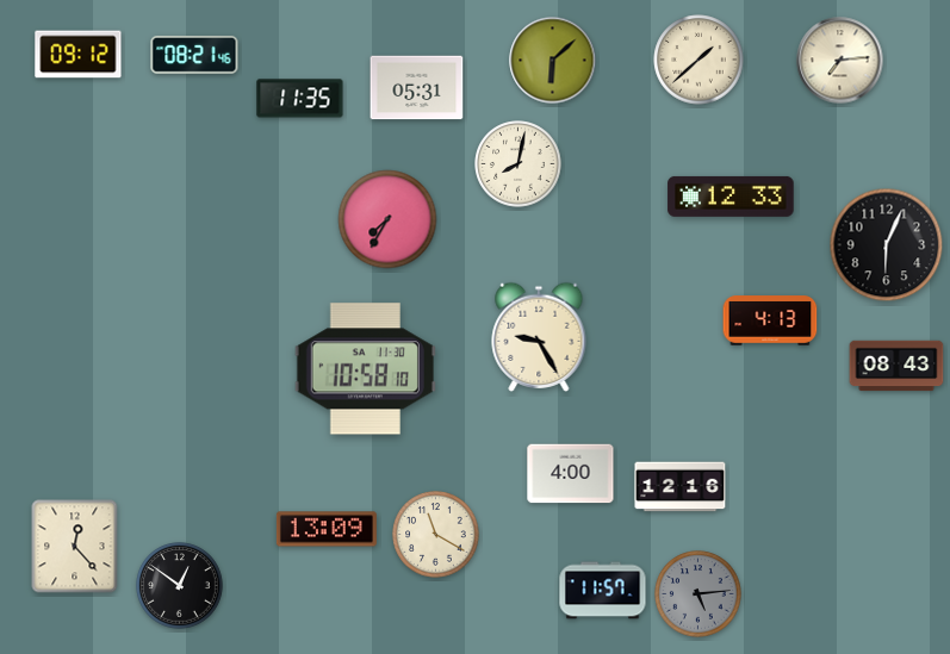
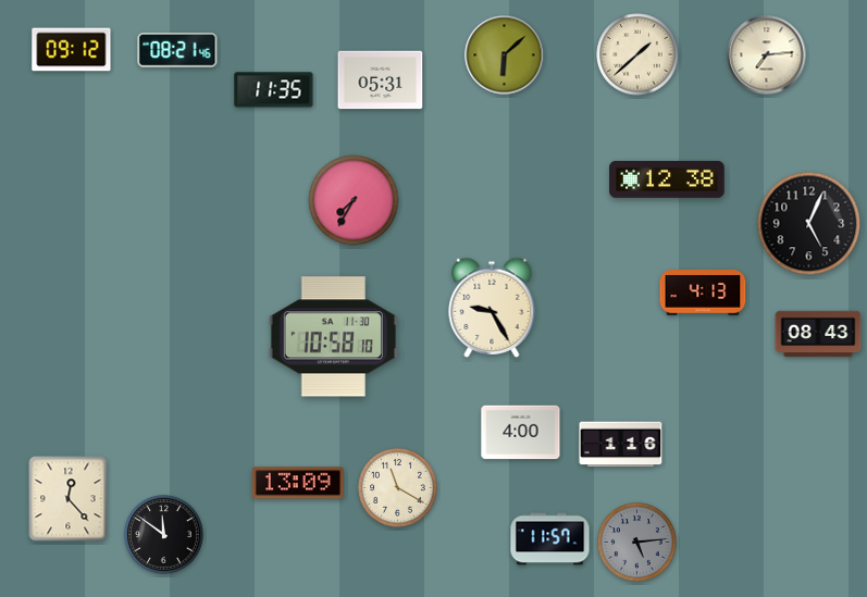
clock at (519, 164): 8:02 -> none
clock at (731, 197): 12:33 -> 12:38
clock at (887, 245): 6:04 -> 5:04
clock at (681, 487): 12:16 -> 1:16
clock at (180, 586): 12:51 -> 11:51
